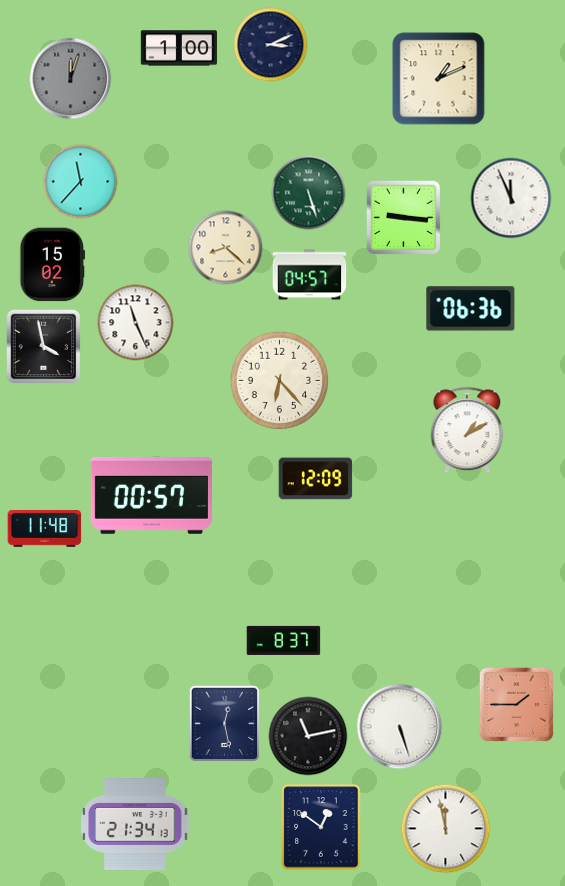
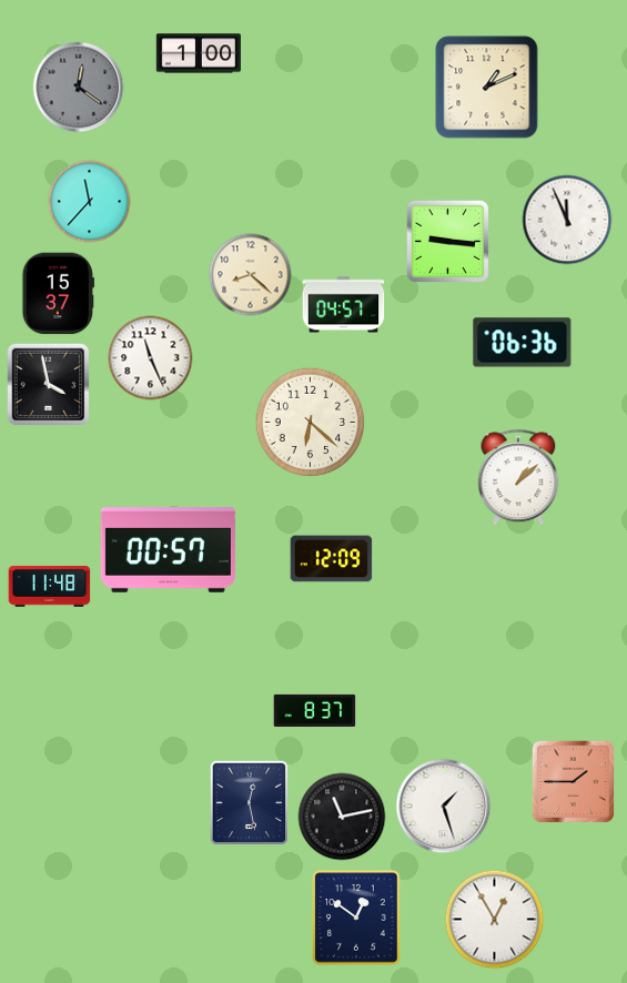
clock at (271, 45): 3:11 -> none
clock at (71, 79): 12:03 -> 12:21
clock at (309, 193): 5:27 -> none
clock at (53, 265): 15:02 -> 15:37
clock at (280, 381): 6:23 -> 6:22
clock at (467, 430): 1:10 -> 1:08
clock at (316, 479) position: (316, 479) -> (332, 559)
clock at (400, 727): 5:27 -> 1:27
clock at (135, 825): 21:34 -> none
clock at (446, 829): 11:58 -> 12:55
